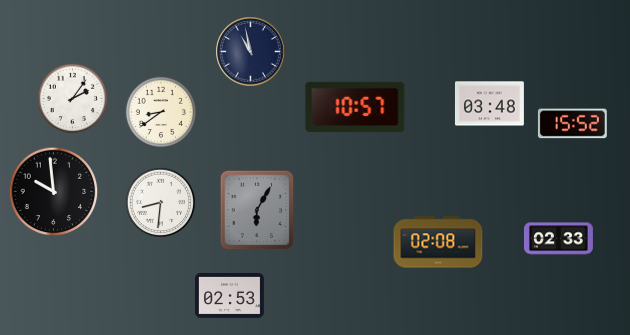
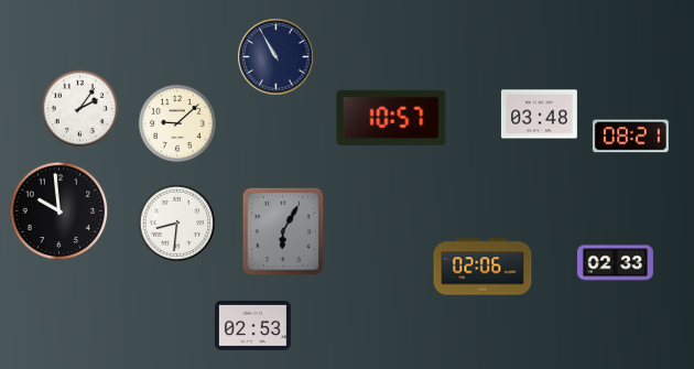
clock at (251, 52): 10:58 -> 10:55
clock at (161, 112): 8:39 -> 9:08
clock at (572, 124): 15:52 -> 08:21
clock at (438, 242): 02:08 -> 02:06
